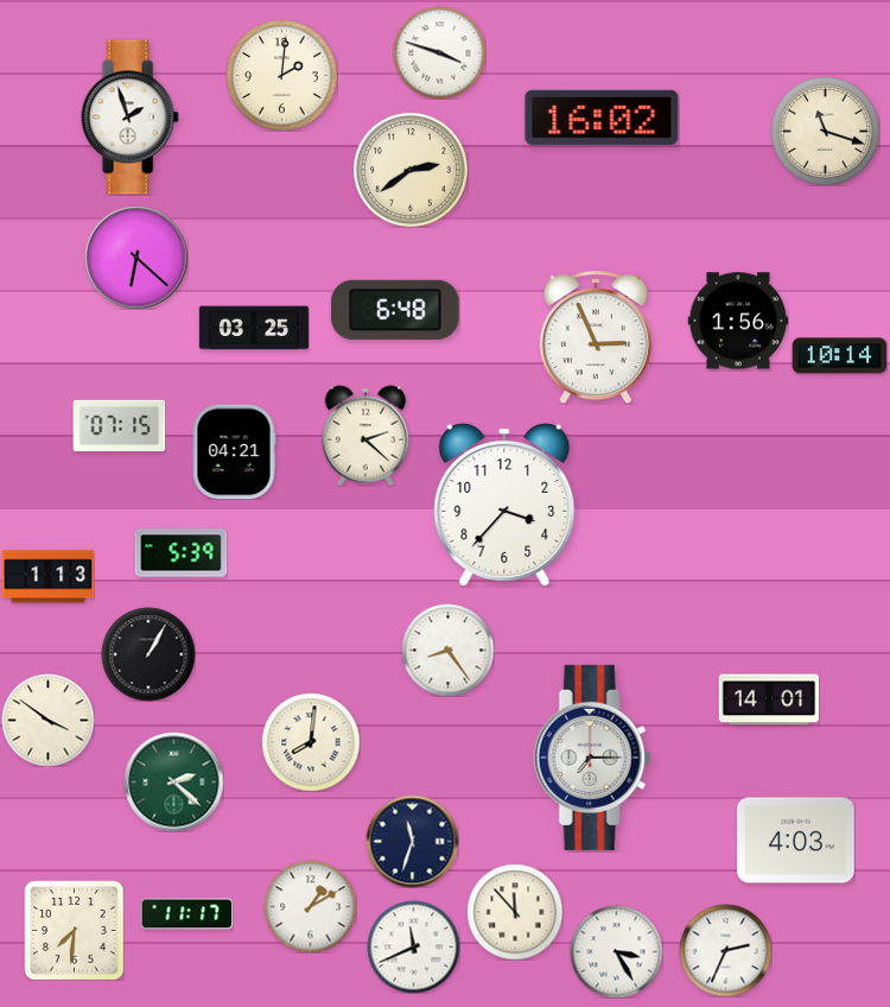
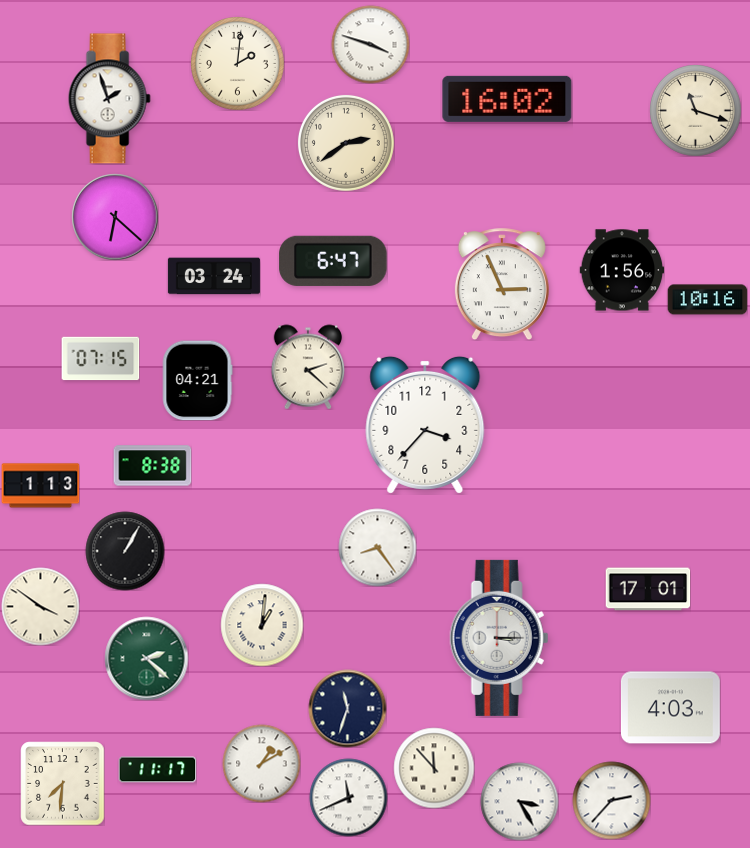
clock at (395, 310): 6:48 -> 6:47
clock at (254, 328): 03:25 -> 03:24
clock at (839, 356): 10:14 -> 10:16
clock at (180, 553): 5:39 -> 8:38
clock at (769, 699): 14:01 -> 17:01
clock at (311, 742): 8:01 -> 1:01
clock at (592, 758): 7:15 -> 3:15
clock at (725, 950): 2:34 -> 2:37
